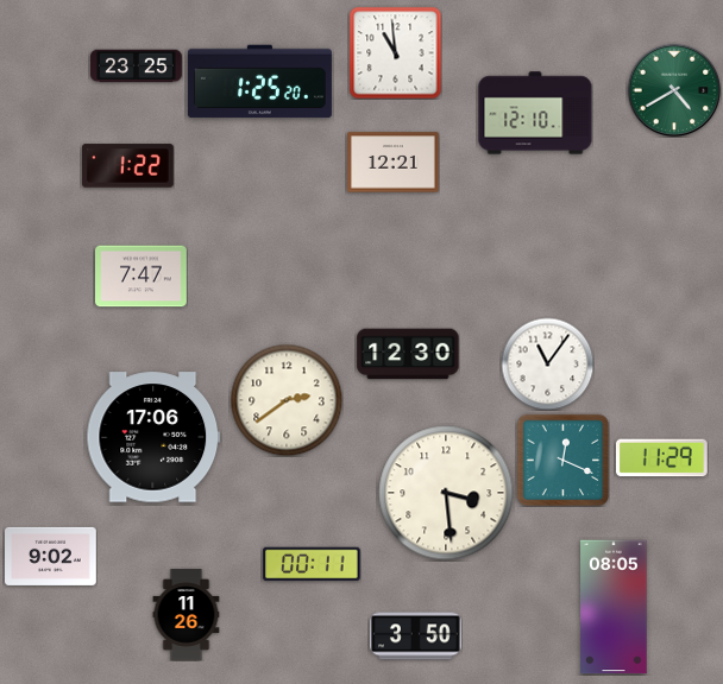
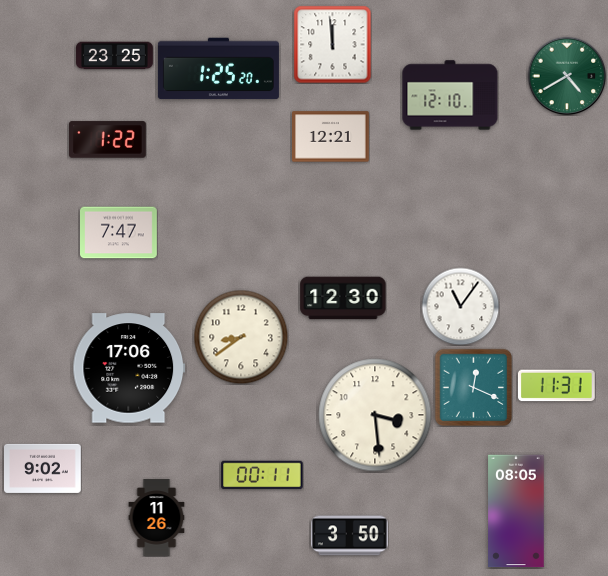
clock at (395, 52): 10:59 -> 11:59
clock at (287, 400): 2:39 -> 8:39
clock at (661, 458): 11:29 -> 11:31
